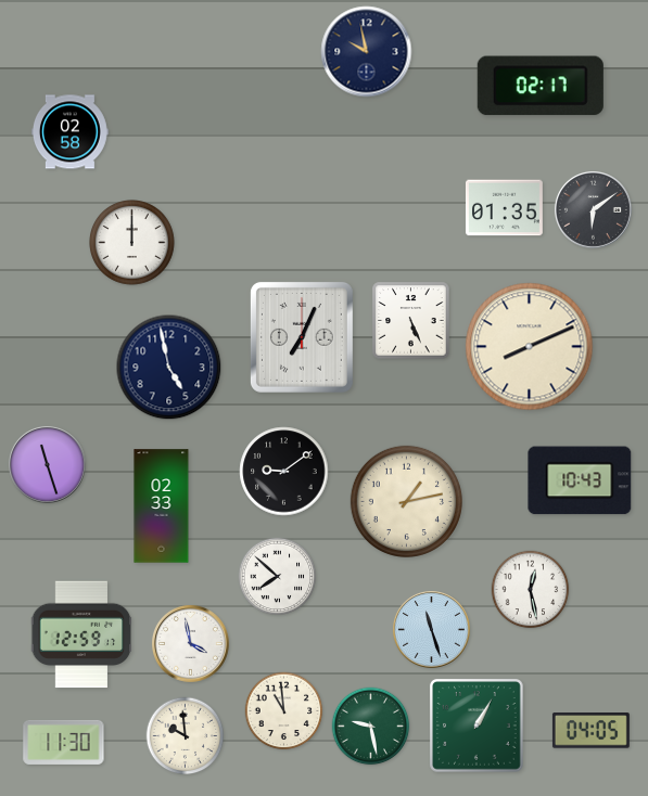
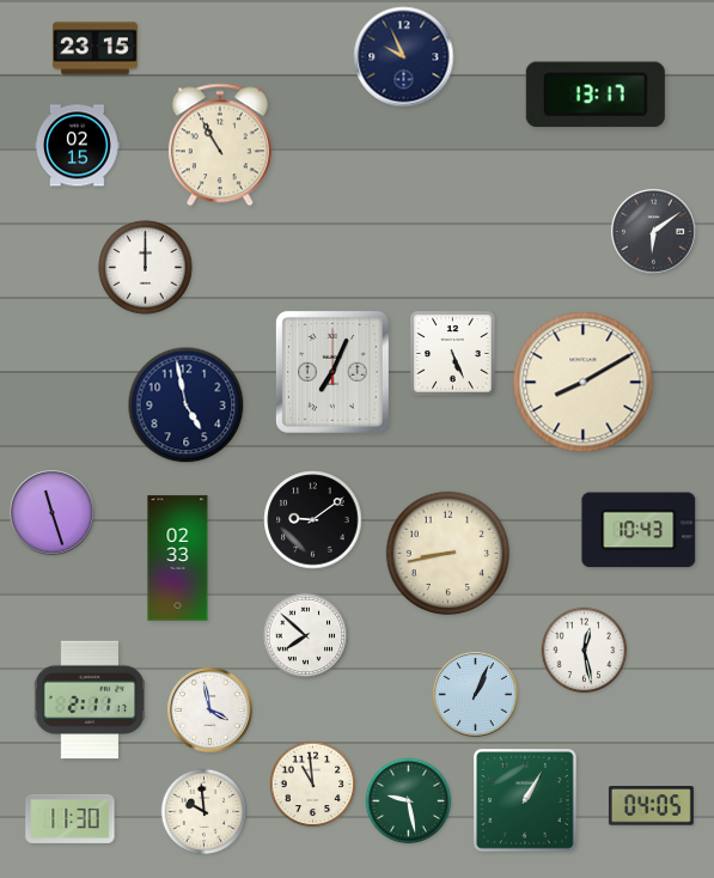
clock at (96, 49): none -> 23:15
clock at (367, 52): 9:58 -> 9:56
clock at (541, 86): 02:17 -> 13:17
clock at (220, 145): none -> 10:55
clock at (69, 132): 02:58 -> 02:15
clock at (504, 208): 01:35 -> none
clock at (530, 347): 8:11 -> 8:10
clock at (406, 501): 1:13 -> 8:43
clock at (431, 629): 11:27 -> 1:04
clock at (81, 634): 12:59 -> 2:11
